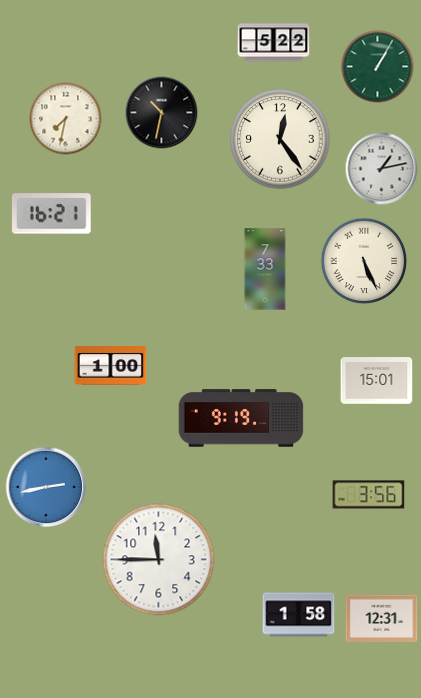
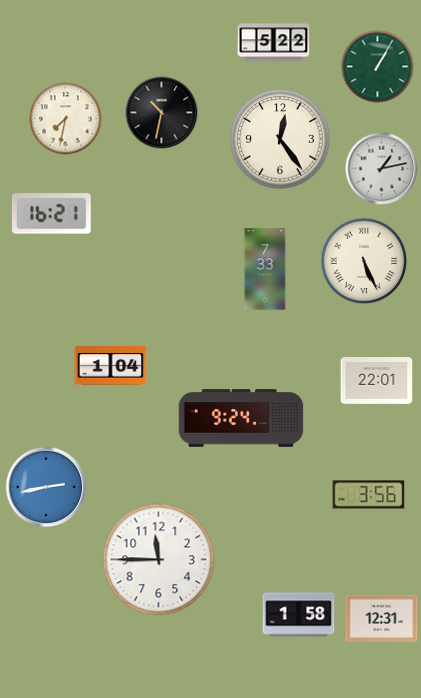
clock at (111, 366): 1:00 -> 1:04
clock at (377, 381): 15:01 -> 22:01
clock at (241, 418): 9:19 -> 9:24
